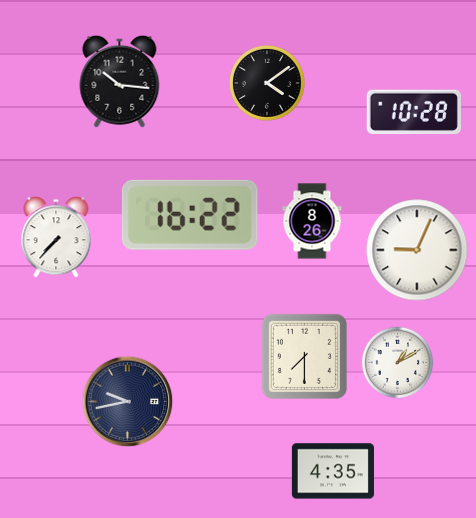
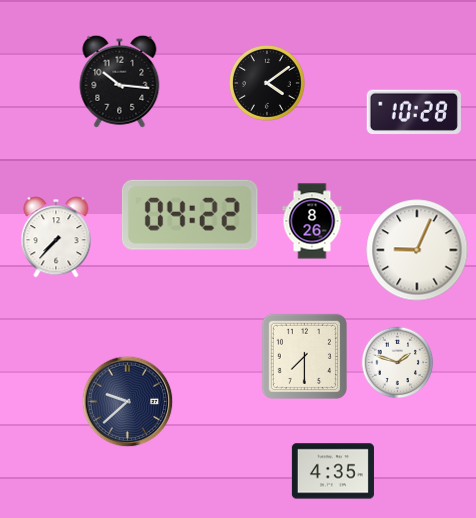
clock at (190, 215): 16:22 -> 04:22
clock at (398, 363): 1:10 -> 1:48
clock at (128, 402): 9:43 -> 9:38
